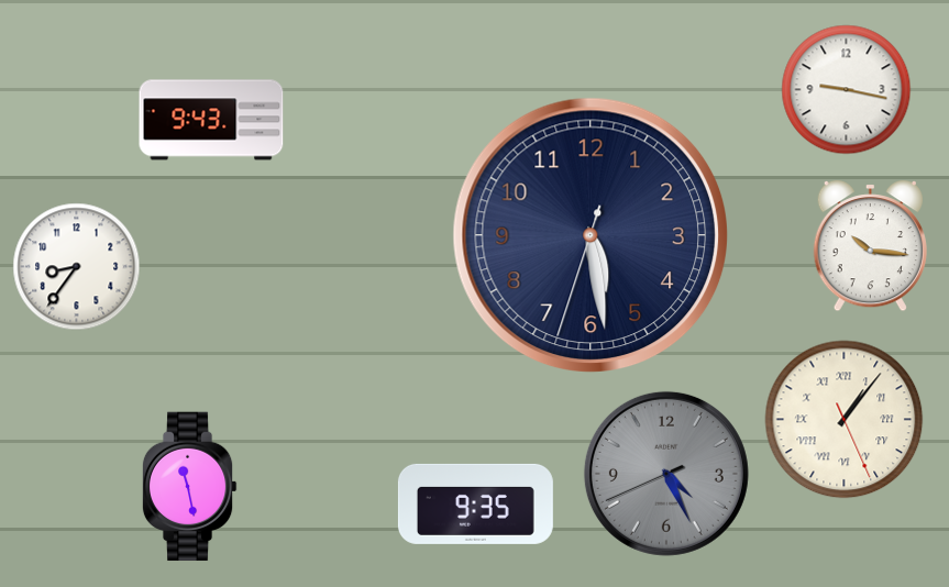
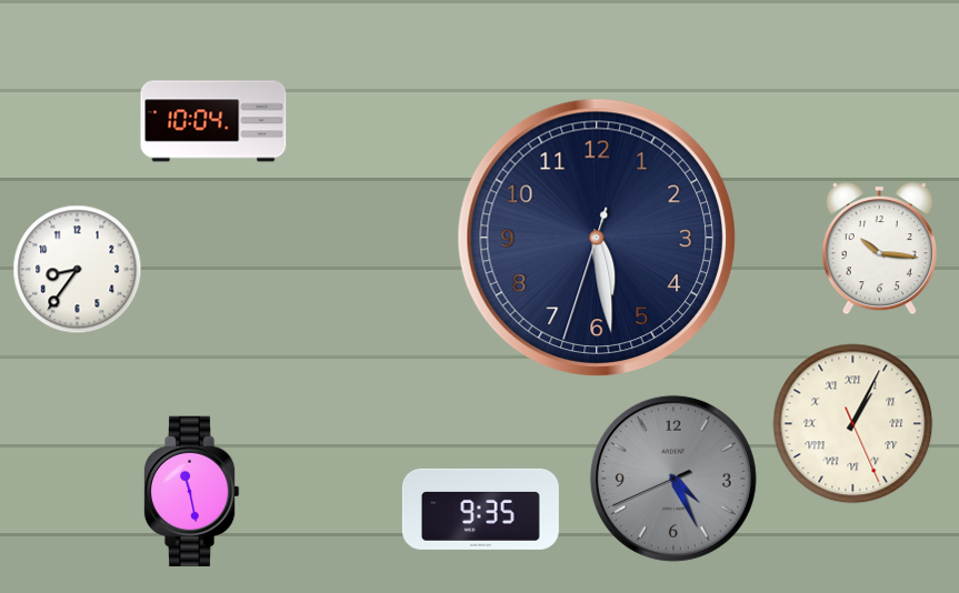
clock at (847, 90): 9:17 -> none
clock at (211, 120): 9:43 -> 10:04
clock at (845, 420): 1:06 -> 1:04
